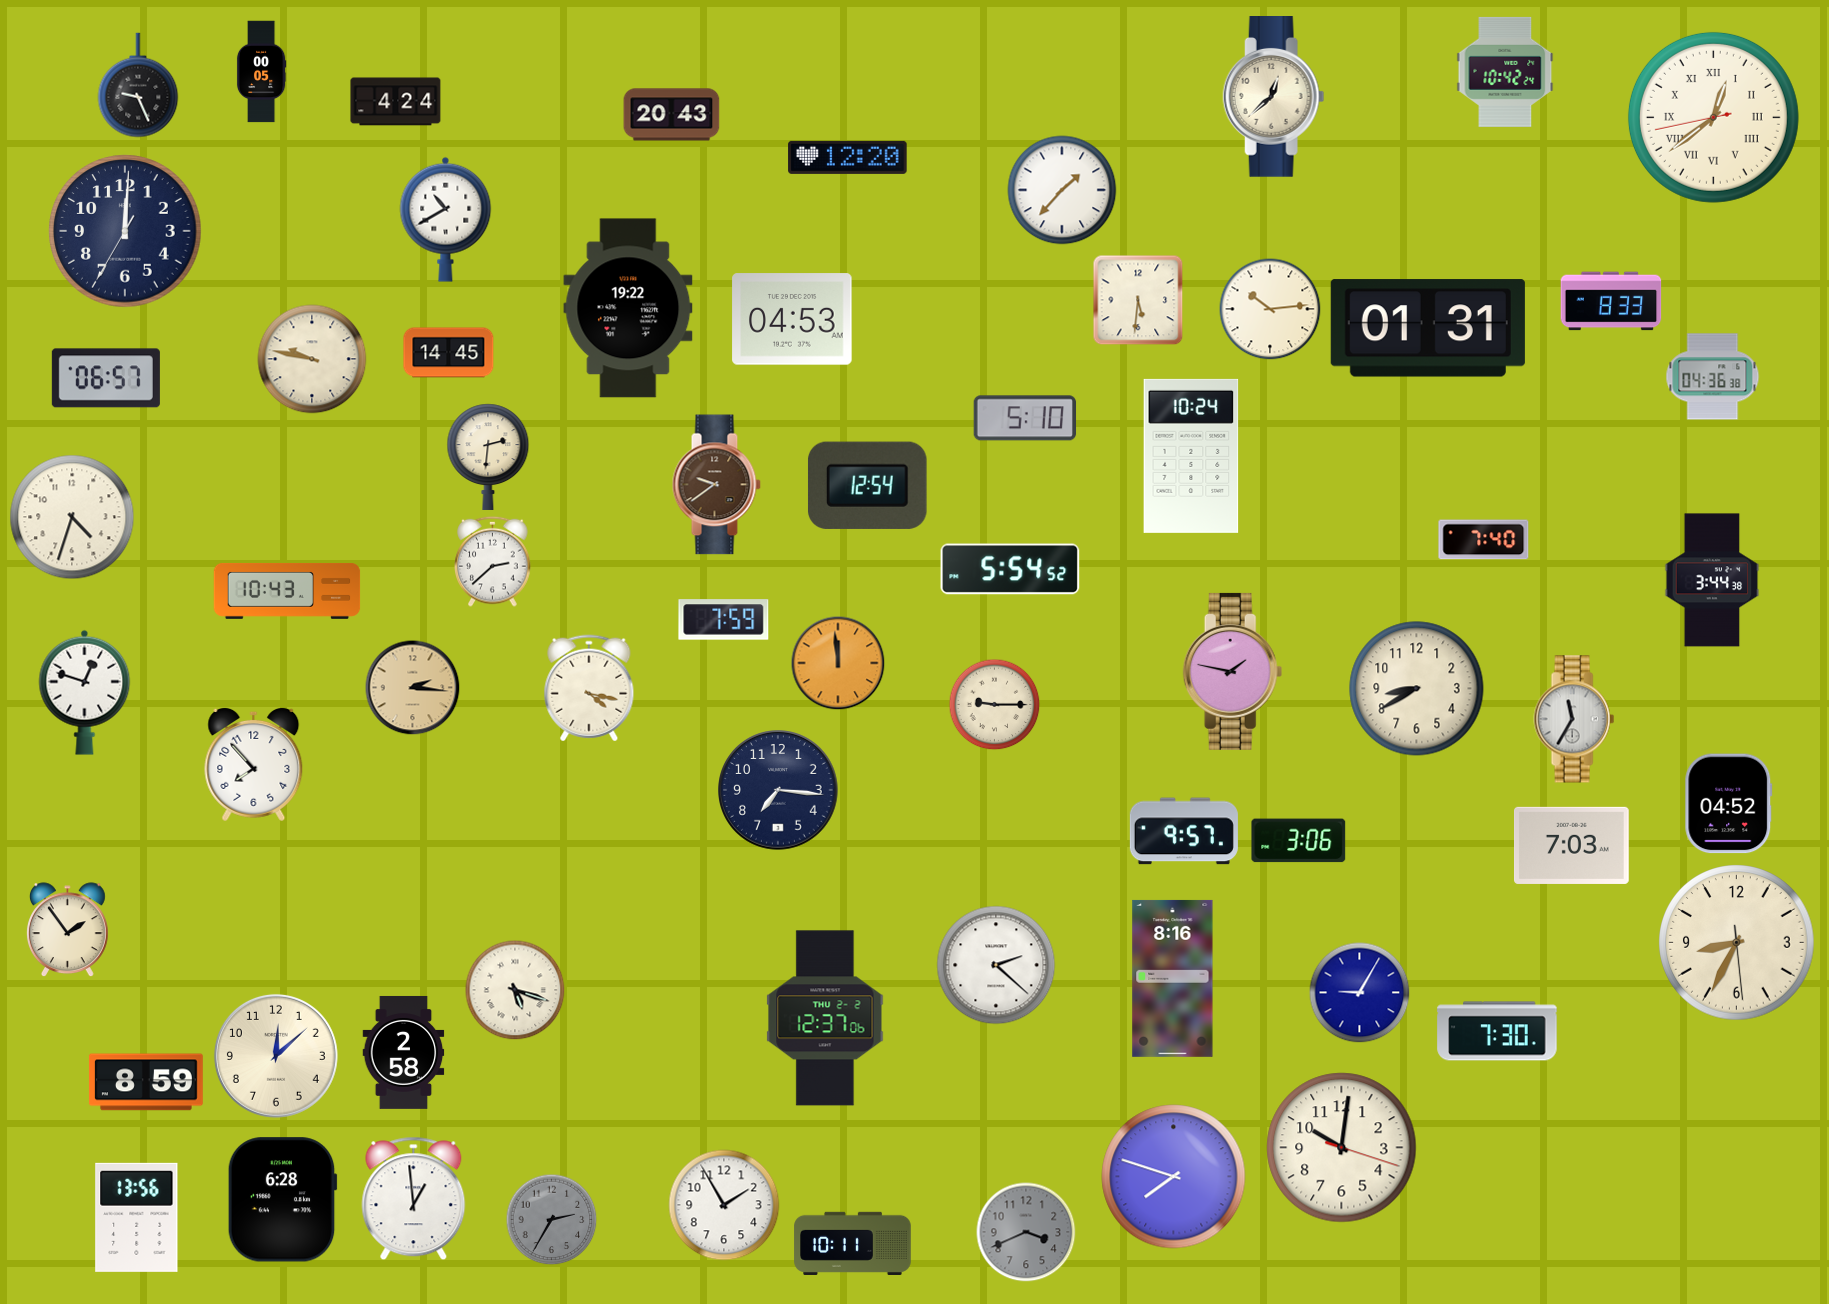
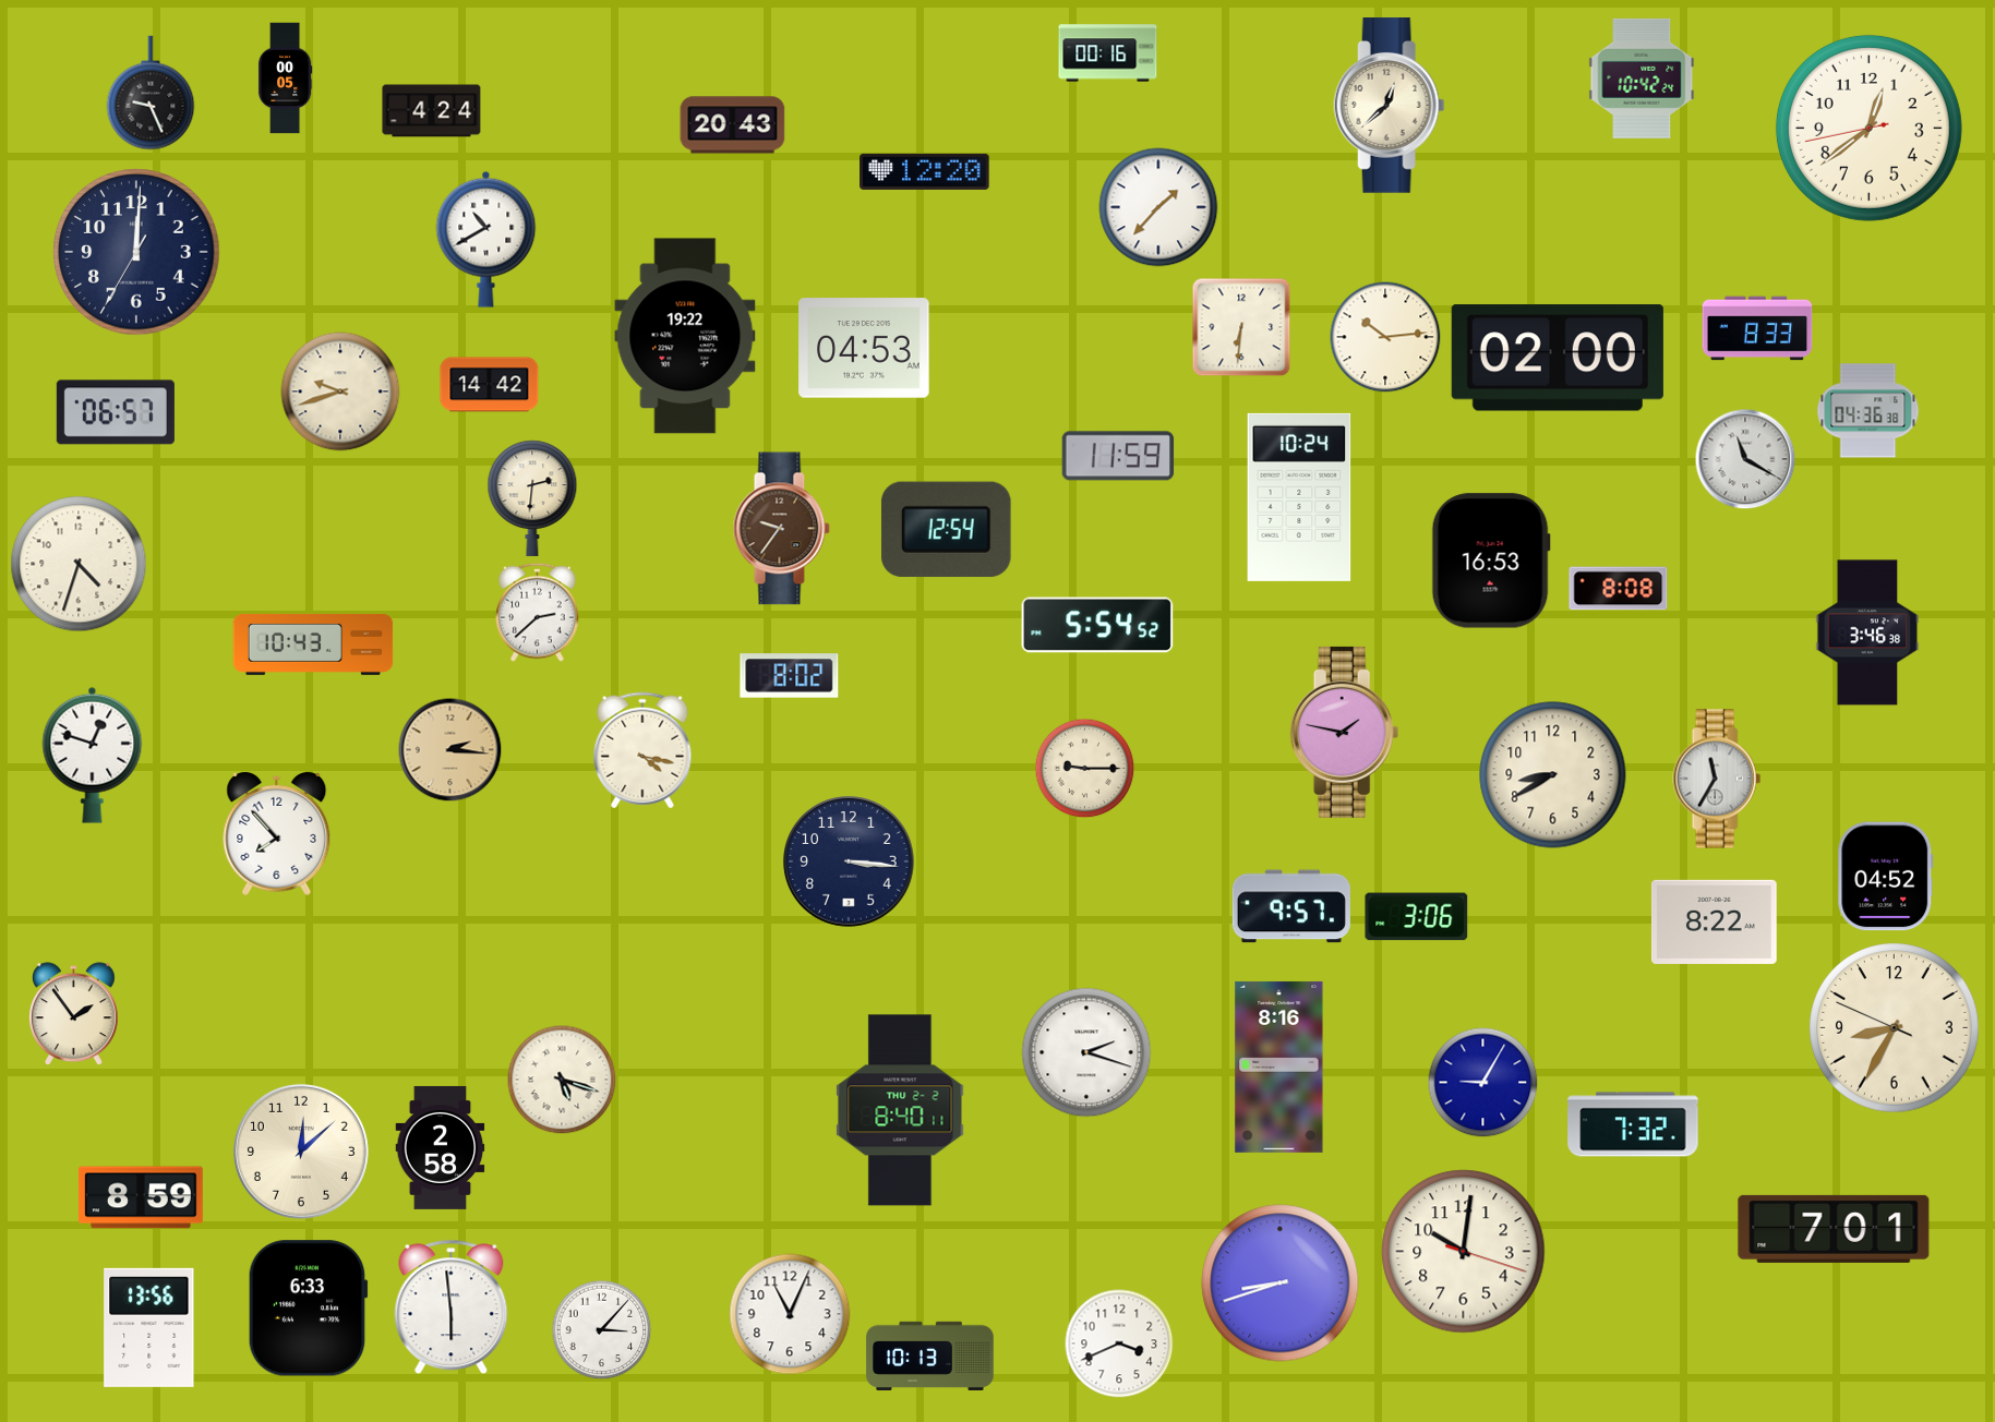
clock at (1108, 53): none -> 00:16
clock at (1713, 117) numerals: Roman -> Arabic
clock at (1138, 300): 5:31 -> 6:31
clock at (1428, 328): 01:31 -> 02:00
clock at (449, 353): 14:45 -> 14:42
clock at (312, 359): 9:47 -> 9:42
clock at (1025, 418): 5:10 -> 11:59
clock at (1745, 459): none -> 11:20
clock at (716, 485): 9:39 -> 9:36
clock at (1491, 561): none -> 16:53
clock at (1484, 540): 7:40 -> 8:08
clock at (1010, 569) position: (1010, 569) -> (1097, 625)
clock at (1712, 580): 3:44 -> 3:46
clock at (724, 620): 7:59 -> 8:02
clock at (838, 663): 11:59 -> none
clock at (1417, 689) position: (1417, 689) -> (1553, 775)
clock at (1574, 719) position: (1574, 719) -> (1717, 779)
clock at (778, 790): 7:16 -> 3:16
clock at (1572, 845): 7:03 -> 8:22
clock at (1737, 943): 8:34:29 -> 8:34:49
clock at (996, 965): 2:22 -> 2:18
clock at (825, 1018): 12:37 -> 8:40
clock at (1497, 1031): 7:30 -> 7:32
clock at (146, 1082) position: (146, 1082) -> (141, 1197)
clock at (1834, 1229): none -> 7:01
clock at (1174, 1177): 7:48 -> 8:42
clock at (414, 1199): 12:59 -> 5:59
clock at (282, 1200): 6:28 -> 6:33
clock at (724, 1205): 1:55 -> 11:04
clock at (551, 1219): 2:35 -> 3:07
clock at (551, 1219) dial: grey -> white
clock at (1026, 1232) dial: grey -> white
clock at (853, 1243): 10:11 -> 10:13
